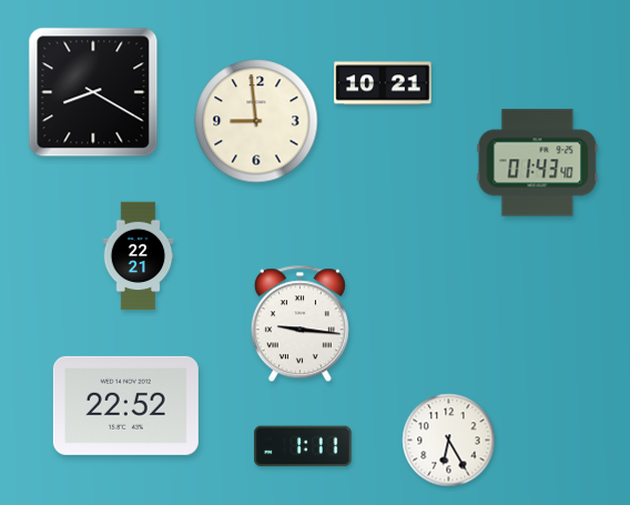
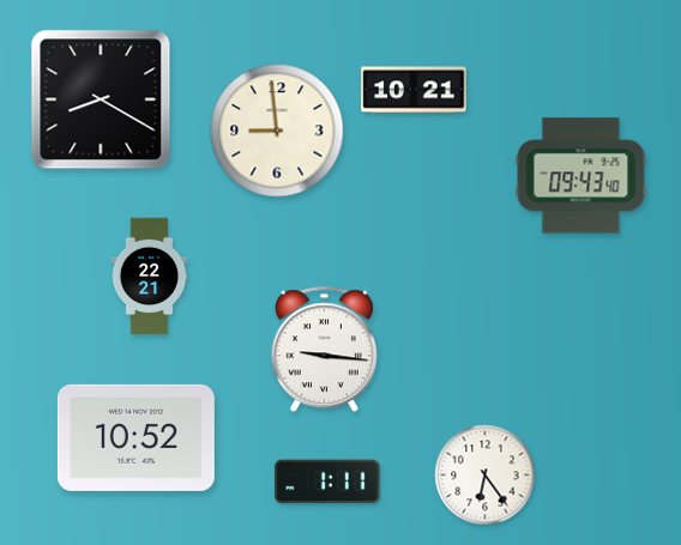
clock at (538, 163): 01:43 -> 09:43
clock at (125, 405): 22:52 -> 10:52
clock at (449, 441): 6:25 -> 6:24
